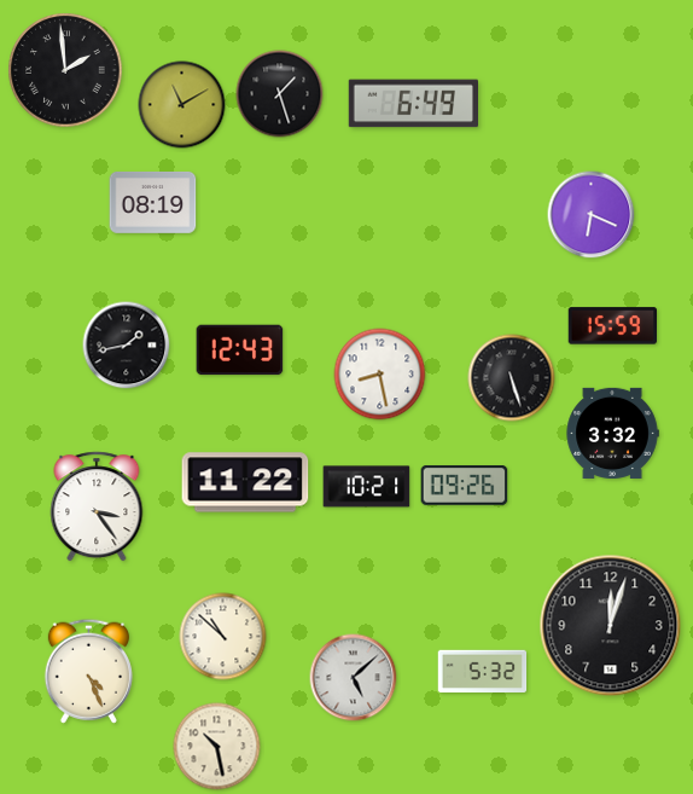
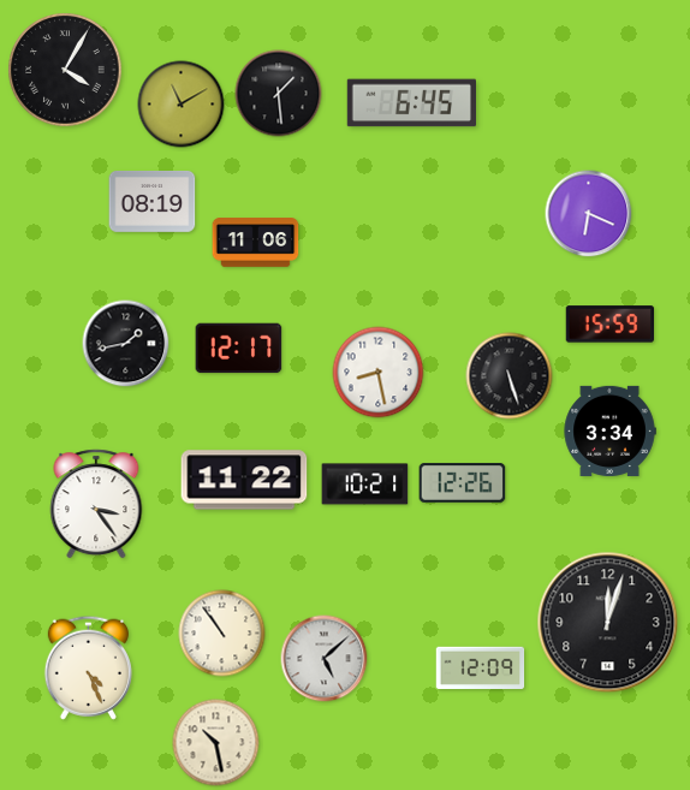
clock at (65, 70): 1:59 -> 4:05
clock at (280, 94): 1:27 -> 1:29
clock at (413, 104): 6:49 -> 6:45
clock at (256, 243): none -> 11:06
clock at (240, 350): 12:43 -> 12:17
clock at (612, 433): 3:32 -> 3:34
clock at (465, 486): 09:26 -> 12:26
clock at (223, 637): 10:52 -> 10:54
clock at (483, 671): 5:32 -> 12:09
clock at (354, 678) position: (354, 678) -> (325, 659)
